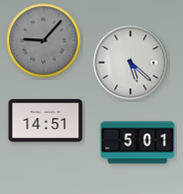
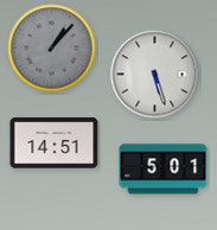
clock at (44, 41): 9:07 -> 1:07
clock at (131, 63): 5:22 -> 5:27
